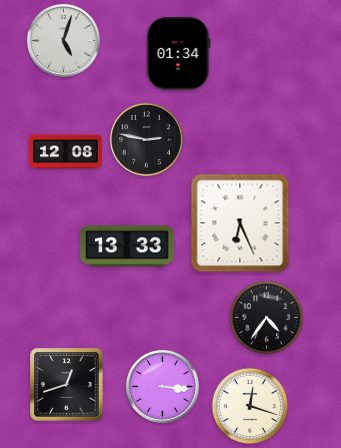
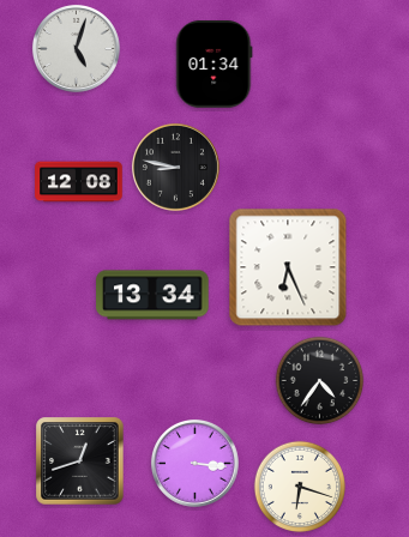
clock at (146, 139): 2:47 -> 8:47
clock at (127, 246): 13:33 -> 13:34
clock at (249, 405): 12:18 -> 6:18
